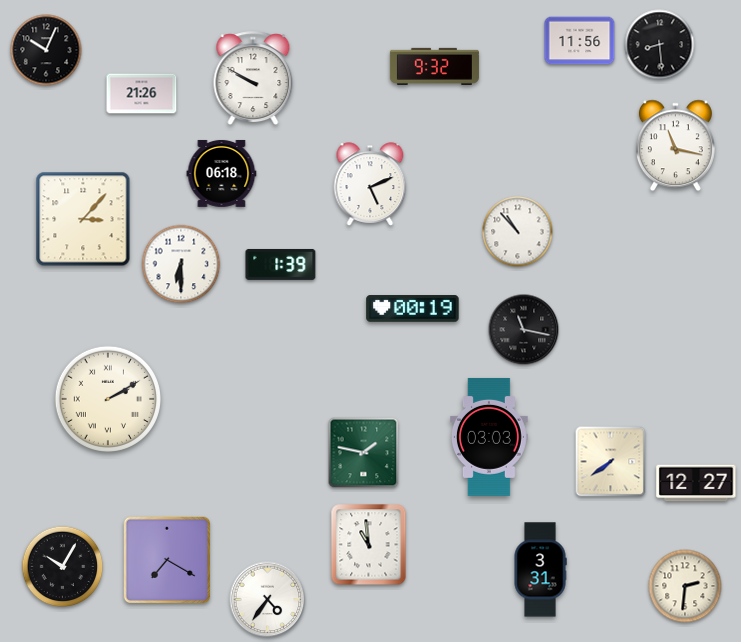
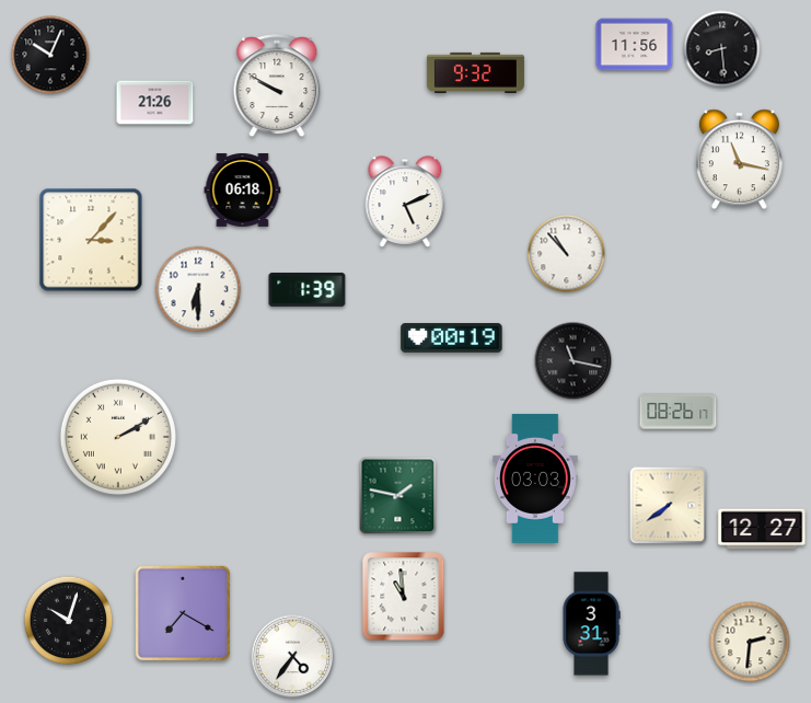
clock at (679, 412): none -> 08:26
clock at (63, 567): 10:05 -> 10:03
